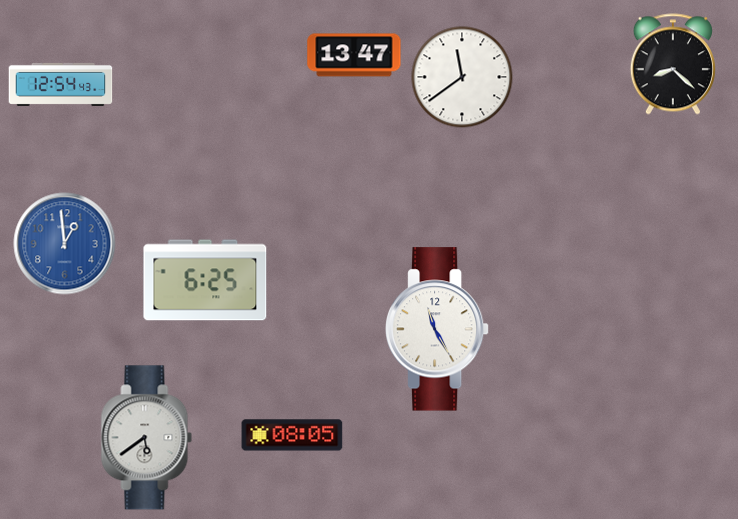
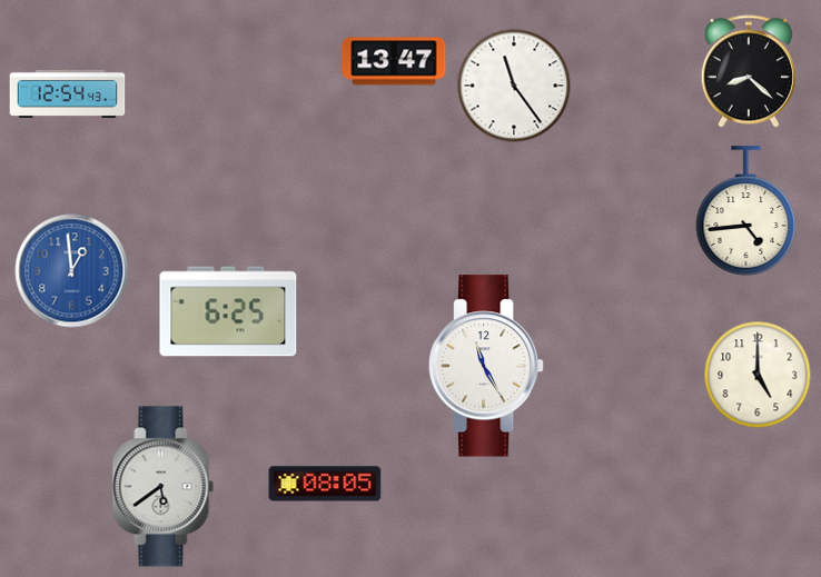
clock at (462, 77): 11:39 -> 11:24
clock at (746, 211): none -> 4:44
clock at (758, 375): none -> 5:00
